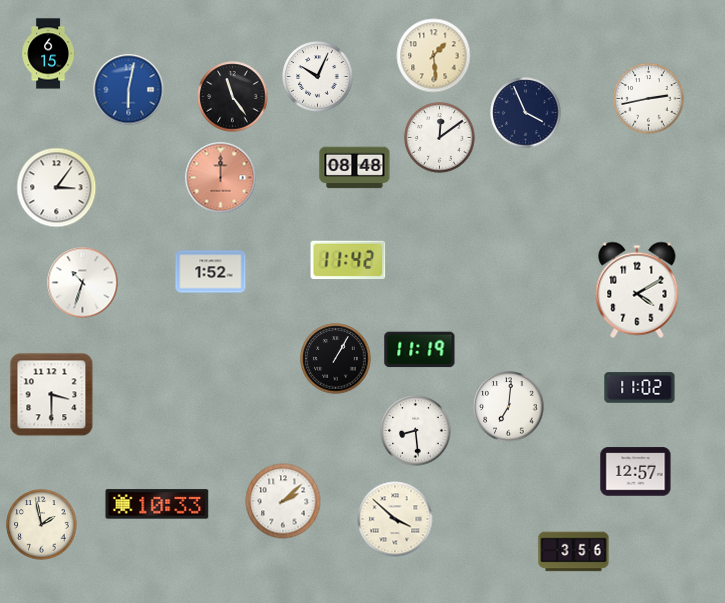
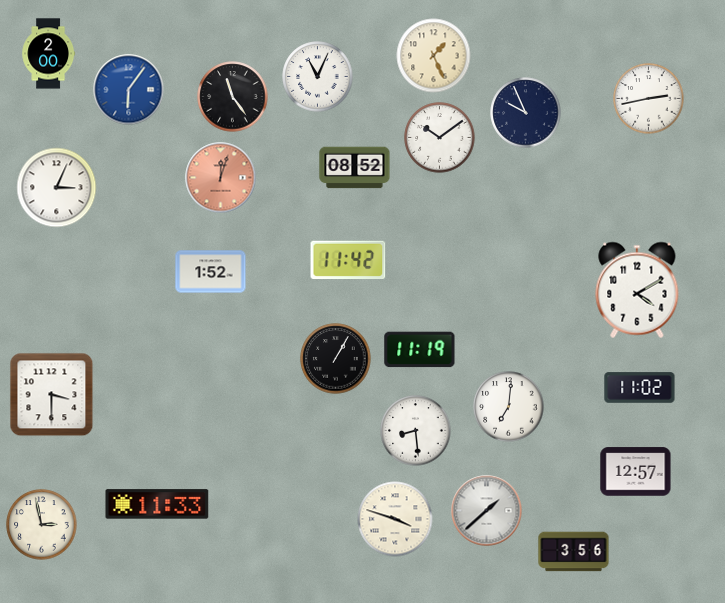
clock at (49, 54): 6:15 -> 2:00
clock at (434, 56): 1:29 -> 1:26
clock at (318, 77): 10:04 -> 11:04
clock at (129, 90): 6:02 -> 6:06
clock at (526, 113): 3:56 -> 9:56
clock at (440, 138): 12:09 -> 10:09
clock at (355, 168): 08:48 -> 08:52
clock at (221, 178): 12:00 -> 12:03
clock at (57, 188): 3:06 -> 3:04
clock at (83, 283): 10:33 -> none
clock at (283, 501): 2:08 -> none
clock at (157, 504): 10:33 -> 11:33
clock at (487, 511): none -> 1:38
clock at (395, 519): 3:52 -> 3:48
clock at (42, 525): 1:58 -> 2:58
